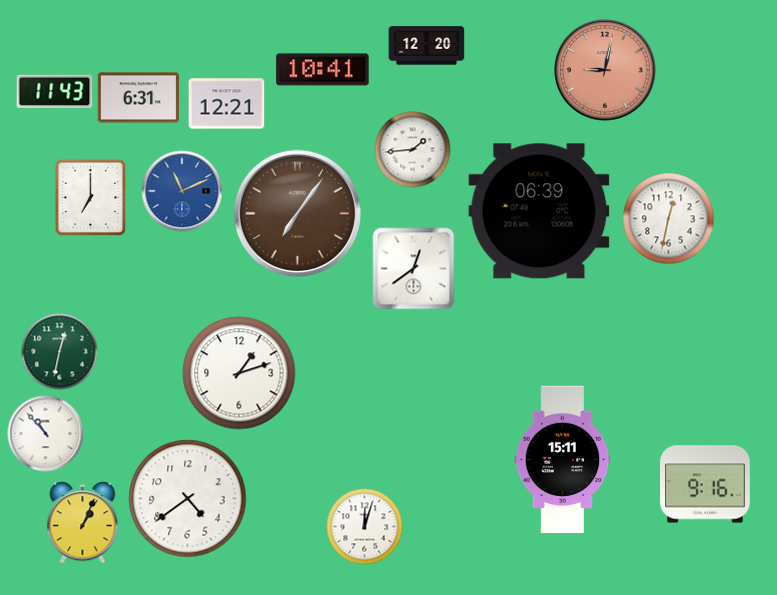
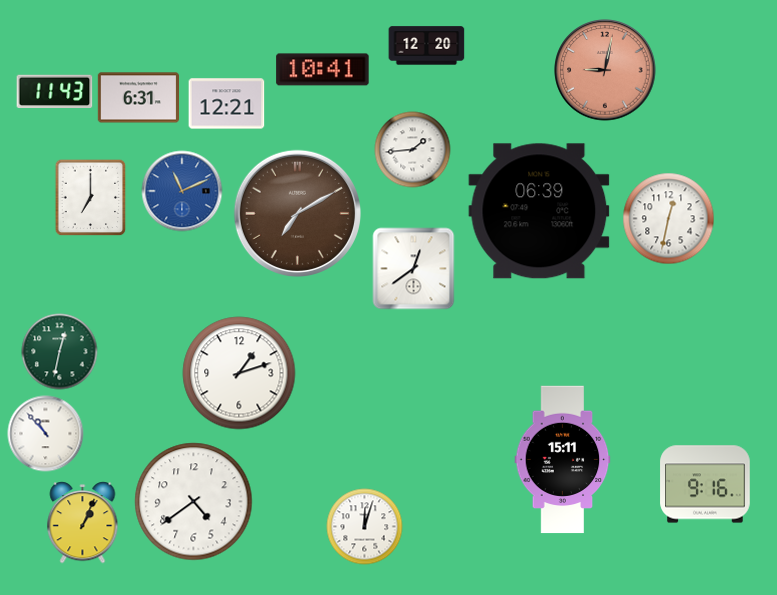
clock at (297, 213): 7:06 -> 7:10
clock at (188, 499) position: (188, 499) -> (194, 502)
